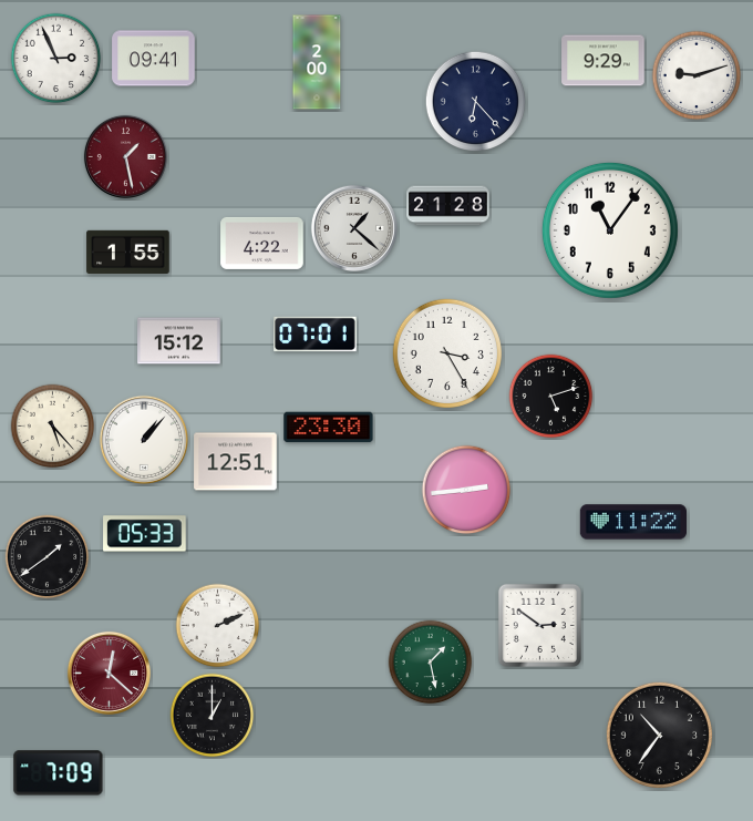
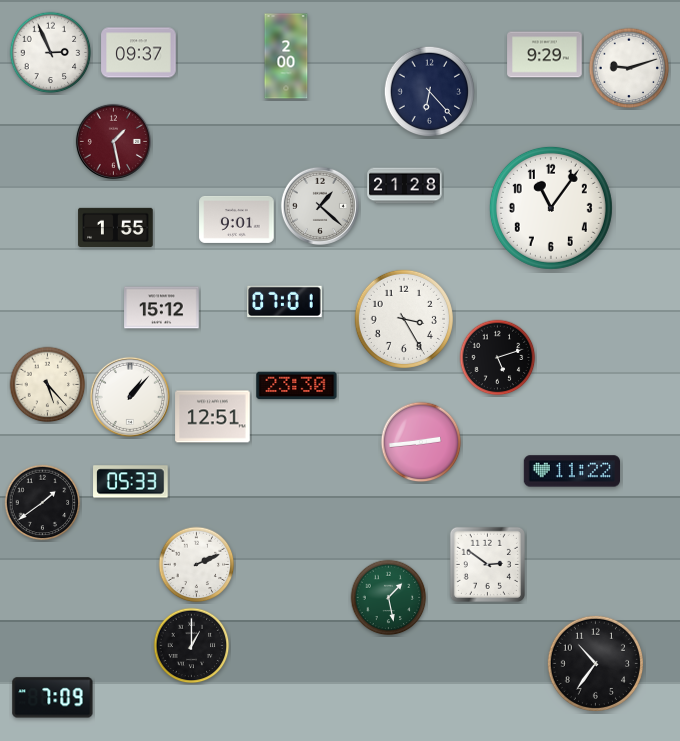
clock at (154, 59): 09:41 -> 09:37
clock at (262, 243): 4:22 -> 9:01
clock at (109, 673): 12:22 -> none
